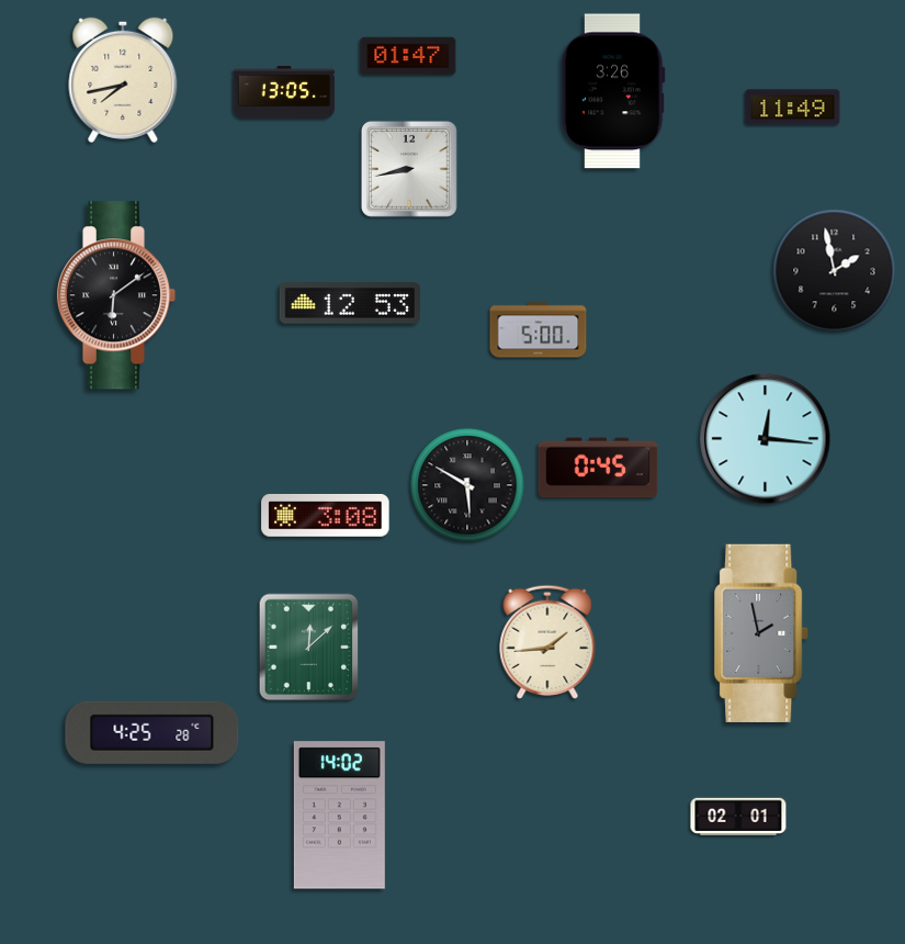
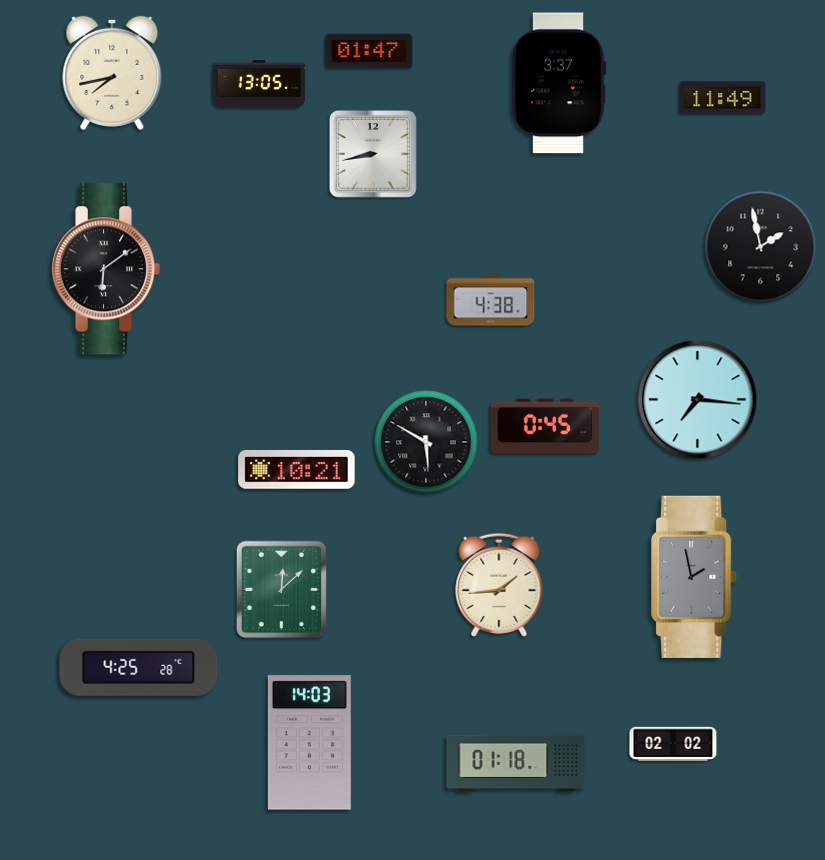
clock at (408, 56) position: (408, 56) -> (369, 51)
clock at (613, 91): 3:26 -> 3:37
clock at (350, 303): 12:53 -> none
clock at (539, 330): 5:00 -> 4:38
clock at (766, 439): 12:16 -> 7:16
clock at (326, 516): 3:08 -> 10:21
clock at (339, 816): 14:02 -> 14:03
clock at (738, 816): 02:01 -> 02:02
clock at (516, 763): none -> 01:18
